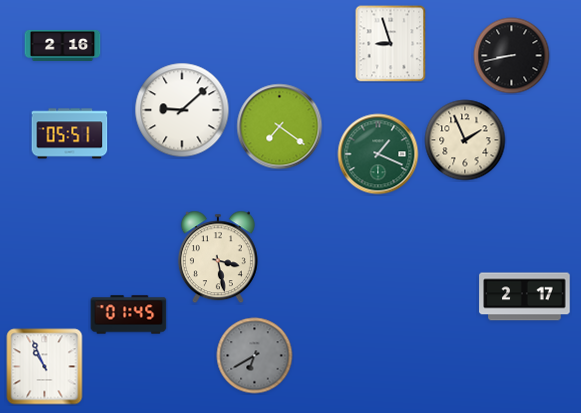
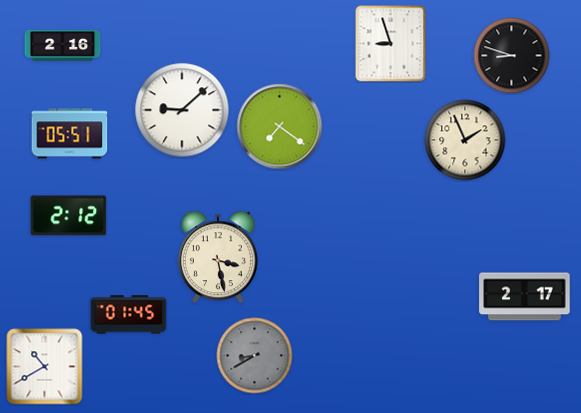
clock at (512, 56): 8:43 -> 8:48
clock at (378, 154): 1:19 -> none
clock at (69, 216): none -> 2:12
clock at (255, 356): 6:40 -> 8:40
clock at (45, 367): 10:56 -> 10:40
